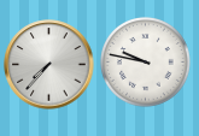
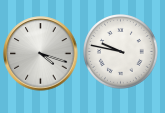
clock at (49, 65): 7:37 -> 4:18
